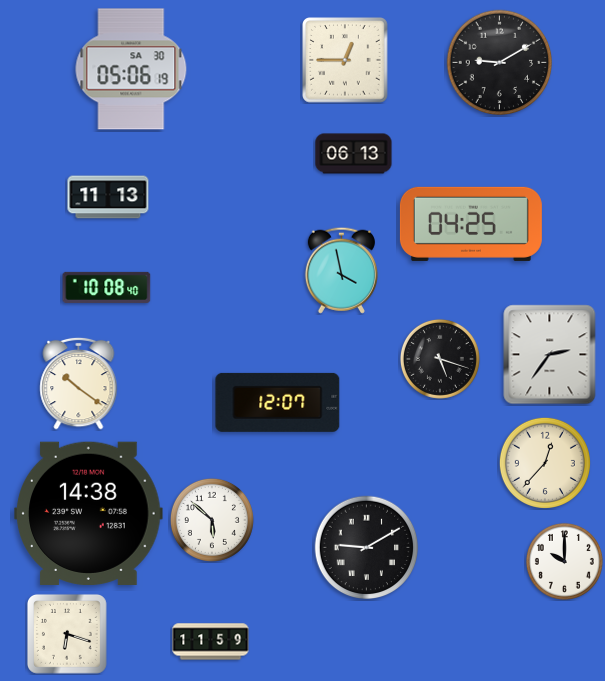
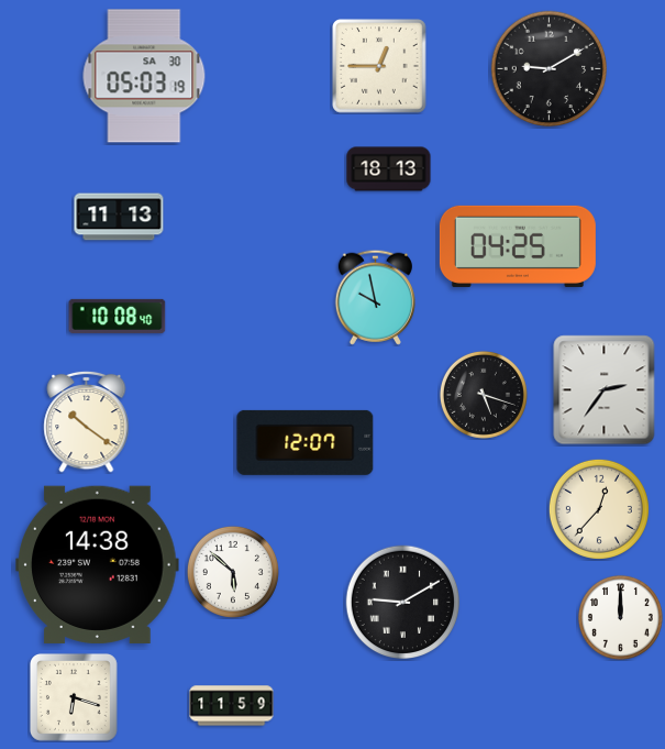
clock at (131, 69): 05:06 -> 05:03
clock at (354, 154): 06:13 -> 18:13
clock at (341, 270): 3:58 -> 9:58
clock at (564, 561): 10:00 -> 12:00
